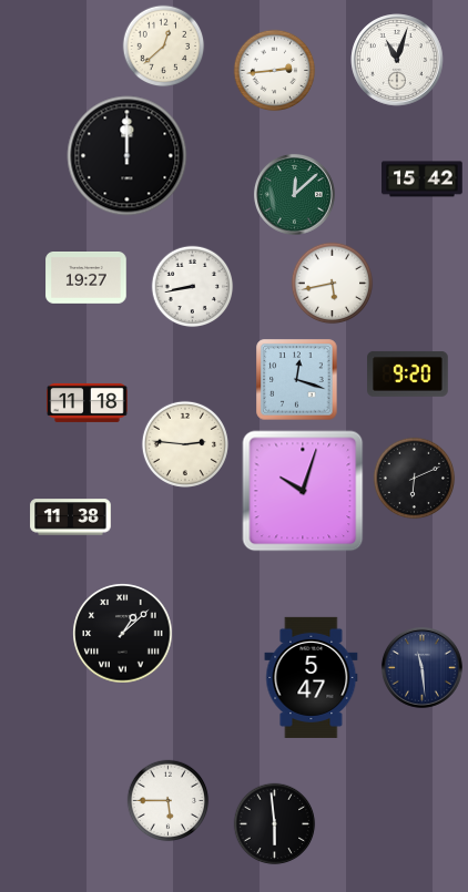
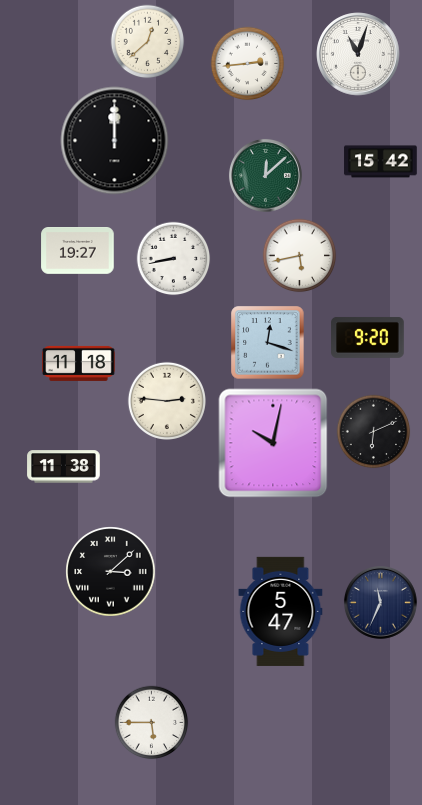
clock at (303, 491): 10:03 -> 10:02
clock at (123, 634): 1:08 -> 3:08
clock at (421, 667): 11:29 -> 11:34
clock at (275, 824): 5:59 -> none
